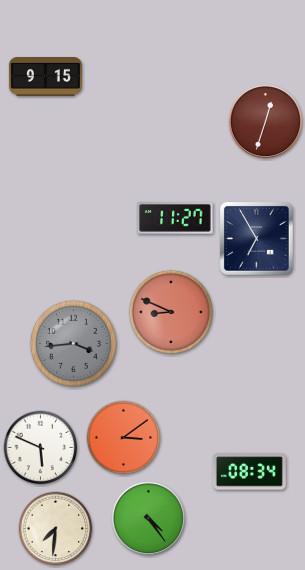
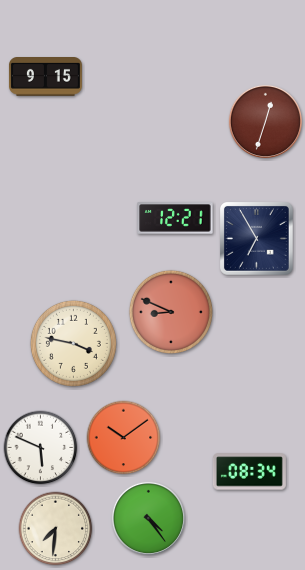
clock at (175, 218): 11:27 -> 12:21
clock at (73, 343): 3:44 -> 3:47
clock at (73, 343) dial: grey -> cream
clock at (124, 438): 3:09 -> 10:09
